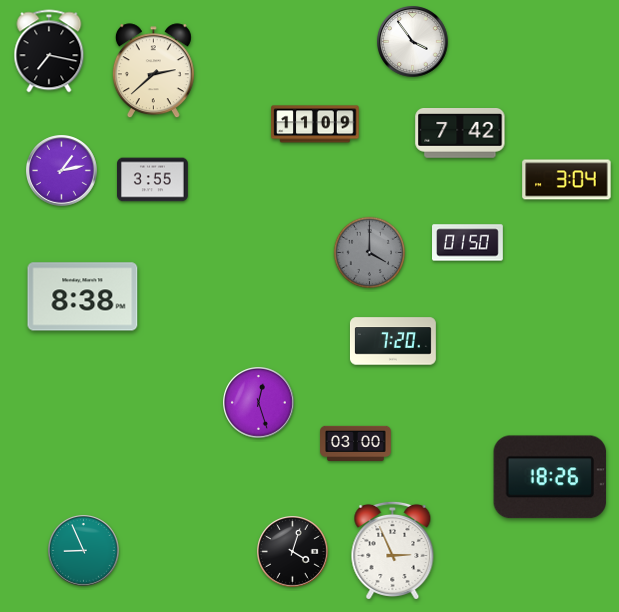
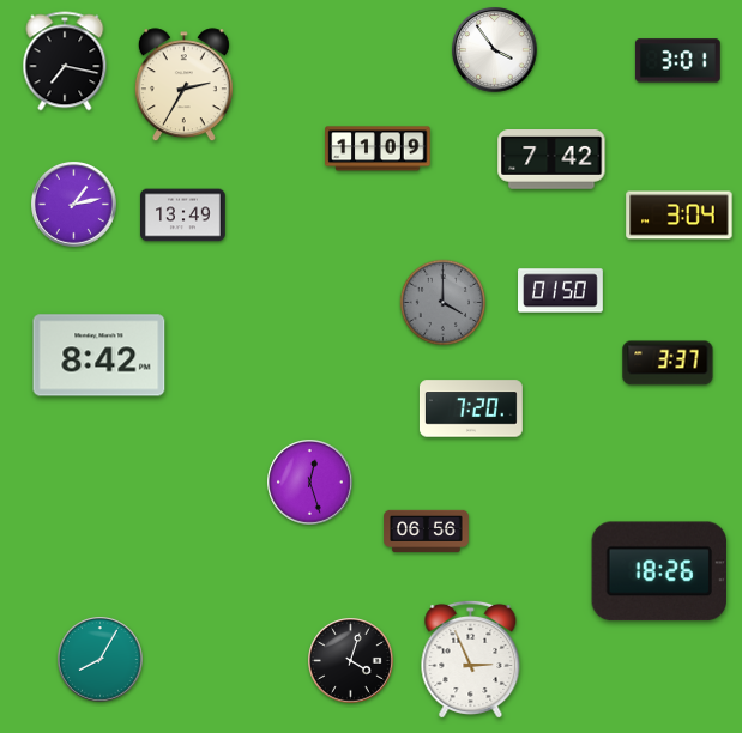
clock at (49, 51) position: (49, 51) -> (65, 61)
clock at (677, 61): none -> 3:01
clock at (153, 71): 2:38 -> 2:35
clock at (153, 180): 3:55 -> 13:49
clock at (83, 297): 8:38 -> 8:42
clock at (668, 363): none -> 3:37
clock at (356, 444): 03:00 -> 06:56
clock at (84, 551): 8:56 -> 8:05
